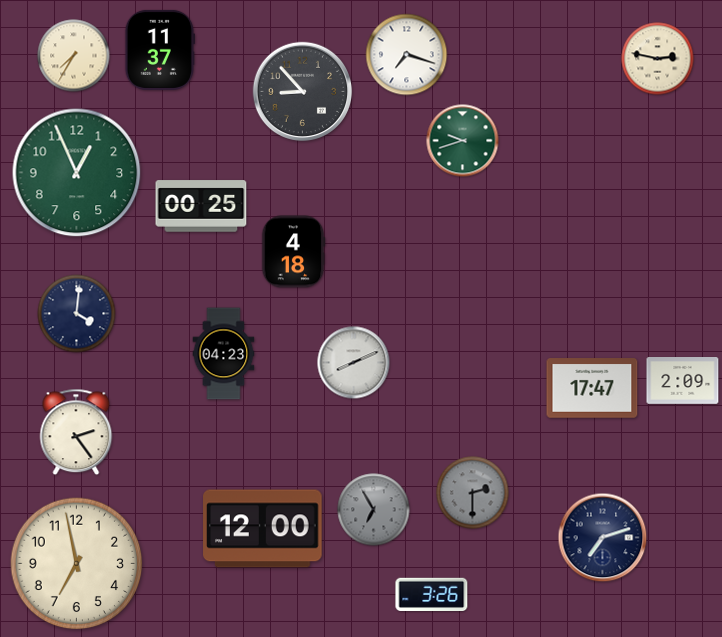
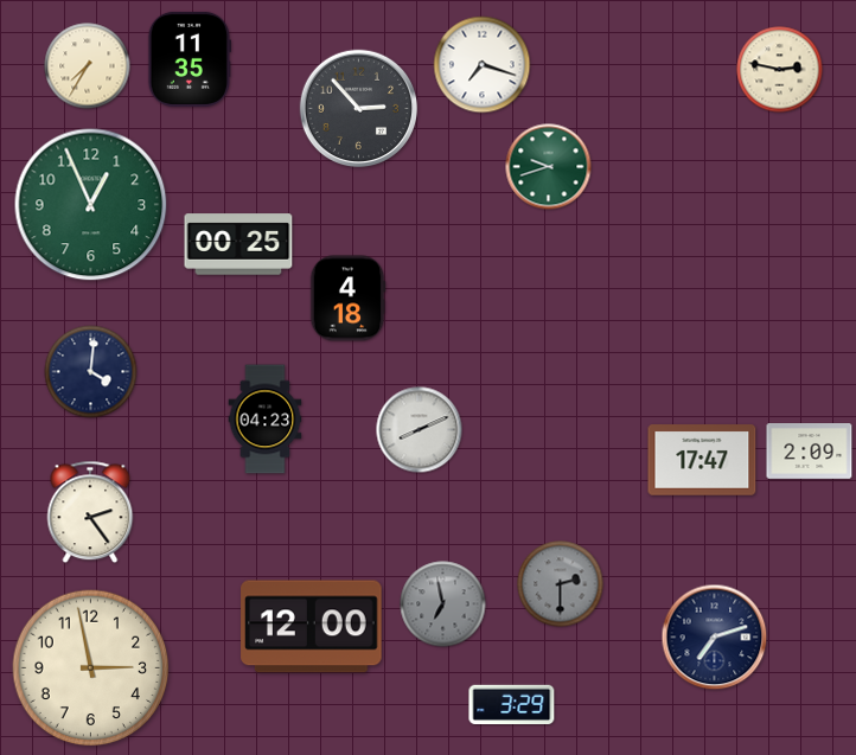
clock at (159, 50): 11:37 -> 11:35
clock at (303, 92): 8:53 -> 2:53
clock at (374, 510): 6:55 -> 6:58
clock at (77, 564): 6:58 -> 2:58
clock at (432, 595): 3:26 -> 3:29
